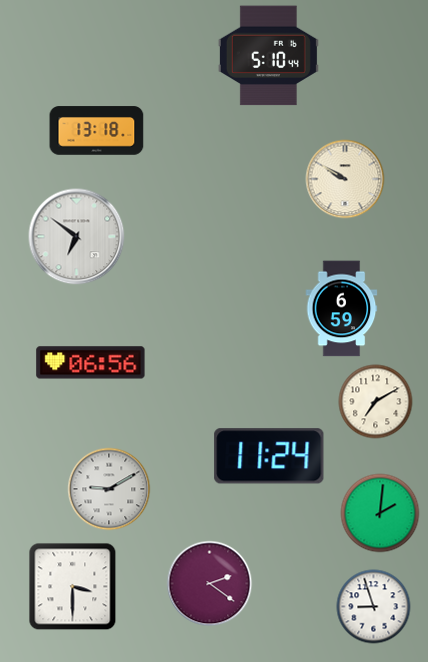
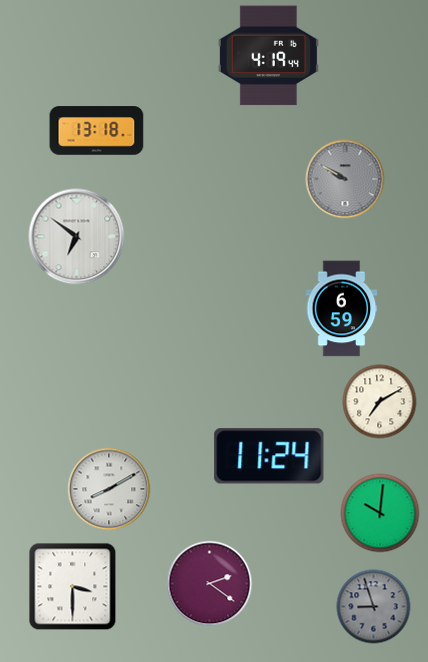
clock at (268, 56): 5:10 -> 4:19
clock at (345, 179) dial: cream -> grey
clock at (91, 363): 06:56 -> none
clock at (376, 402) position: (376, 402) -> (380, 402)
clock at (109, 489): 9:10 -> 8:10
clock at (380, 513): 2:01 -> 10:01
clock at (374, 607) dial: white -> grey
